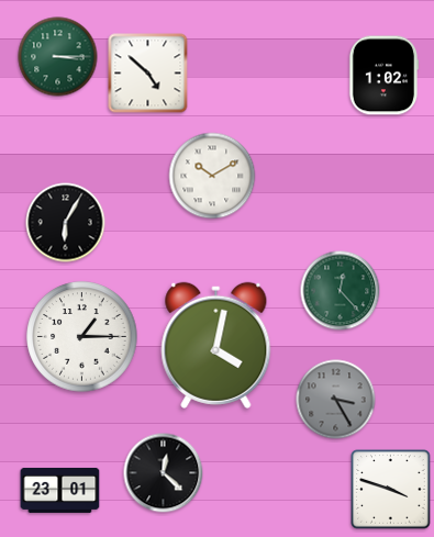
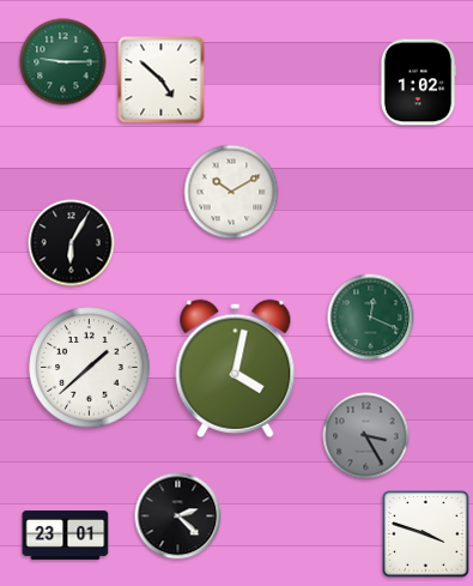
clock at (58, 57): 3:15 -> 9:15
clock at (341, 291): 12:23 -> 12:19
clock at (82, 337): 1:15 -> 1:38
clock at (216, 345) position: (216, 345) -> (236, 368)
clock at (164, 473): 12:22 -> 2:22
